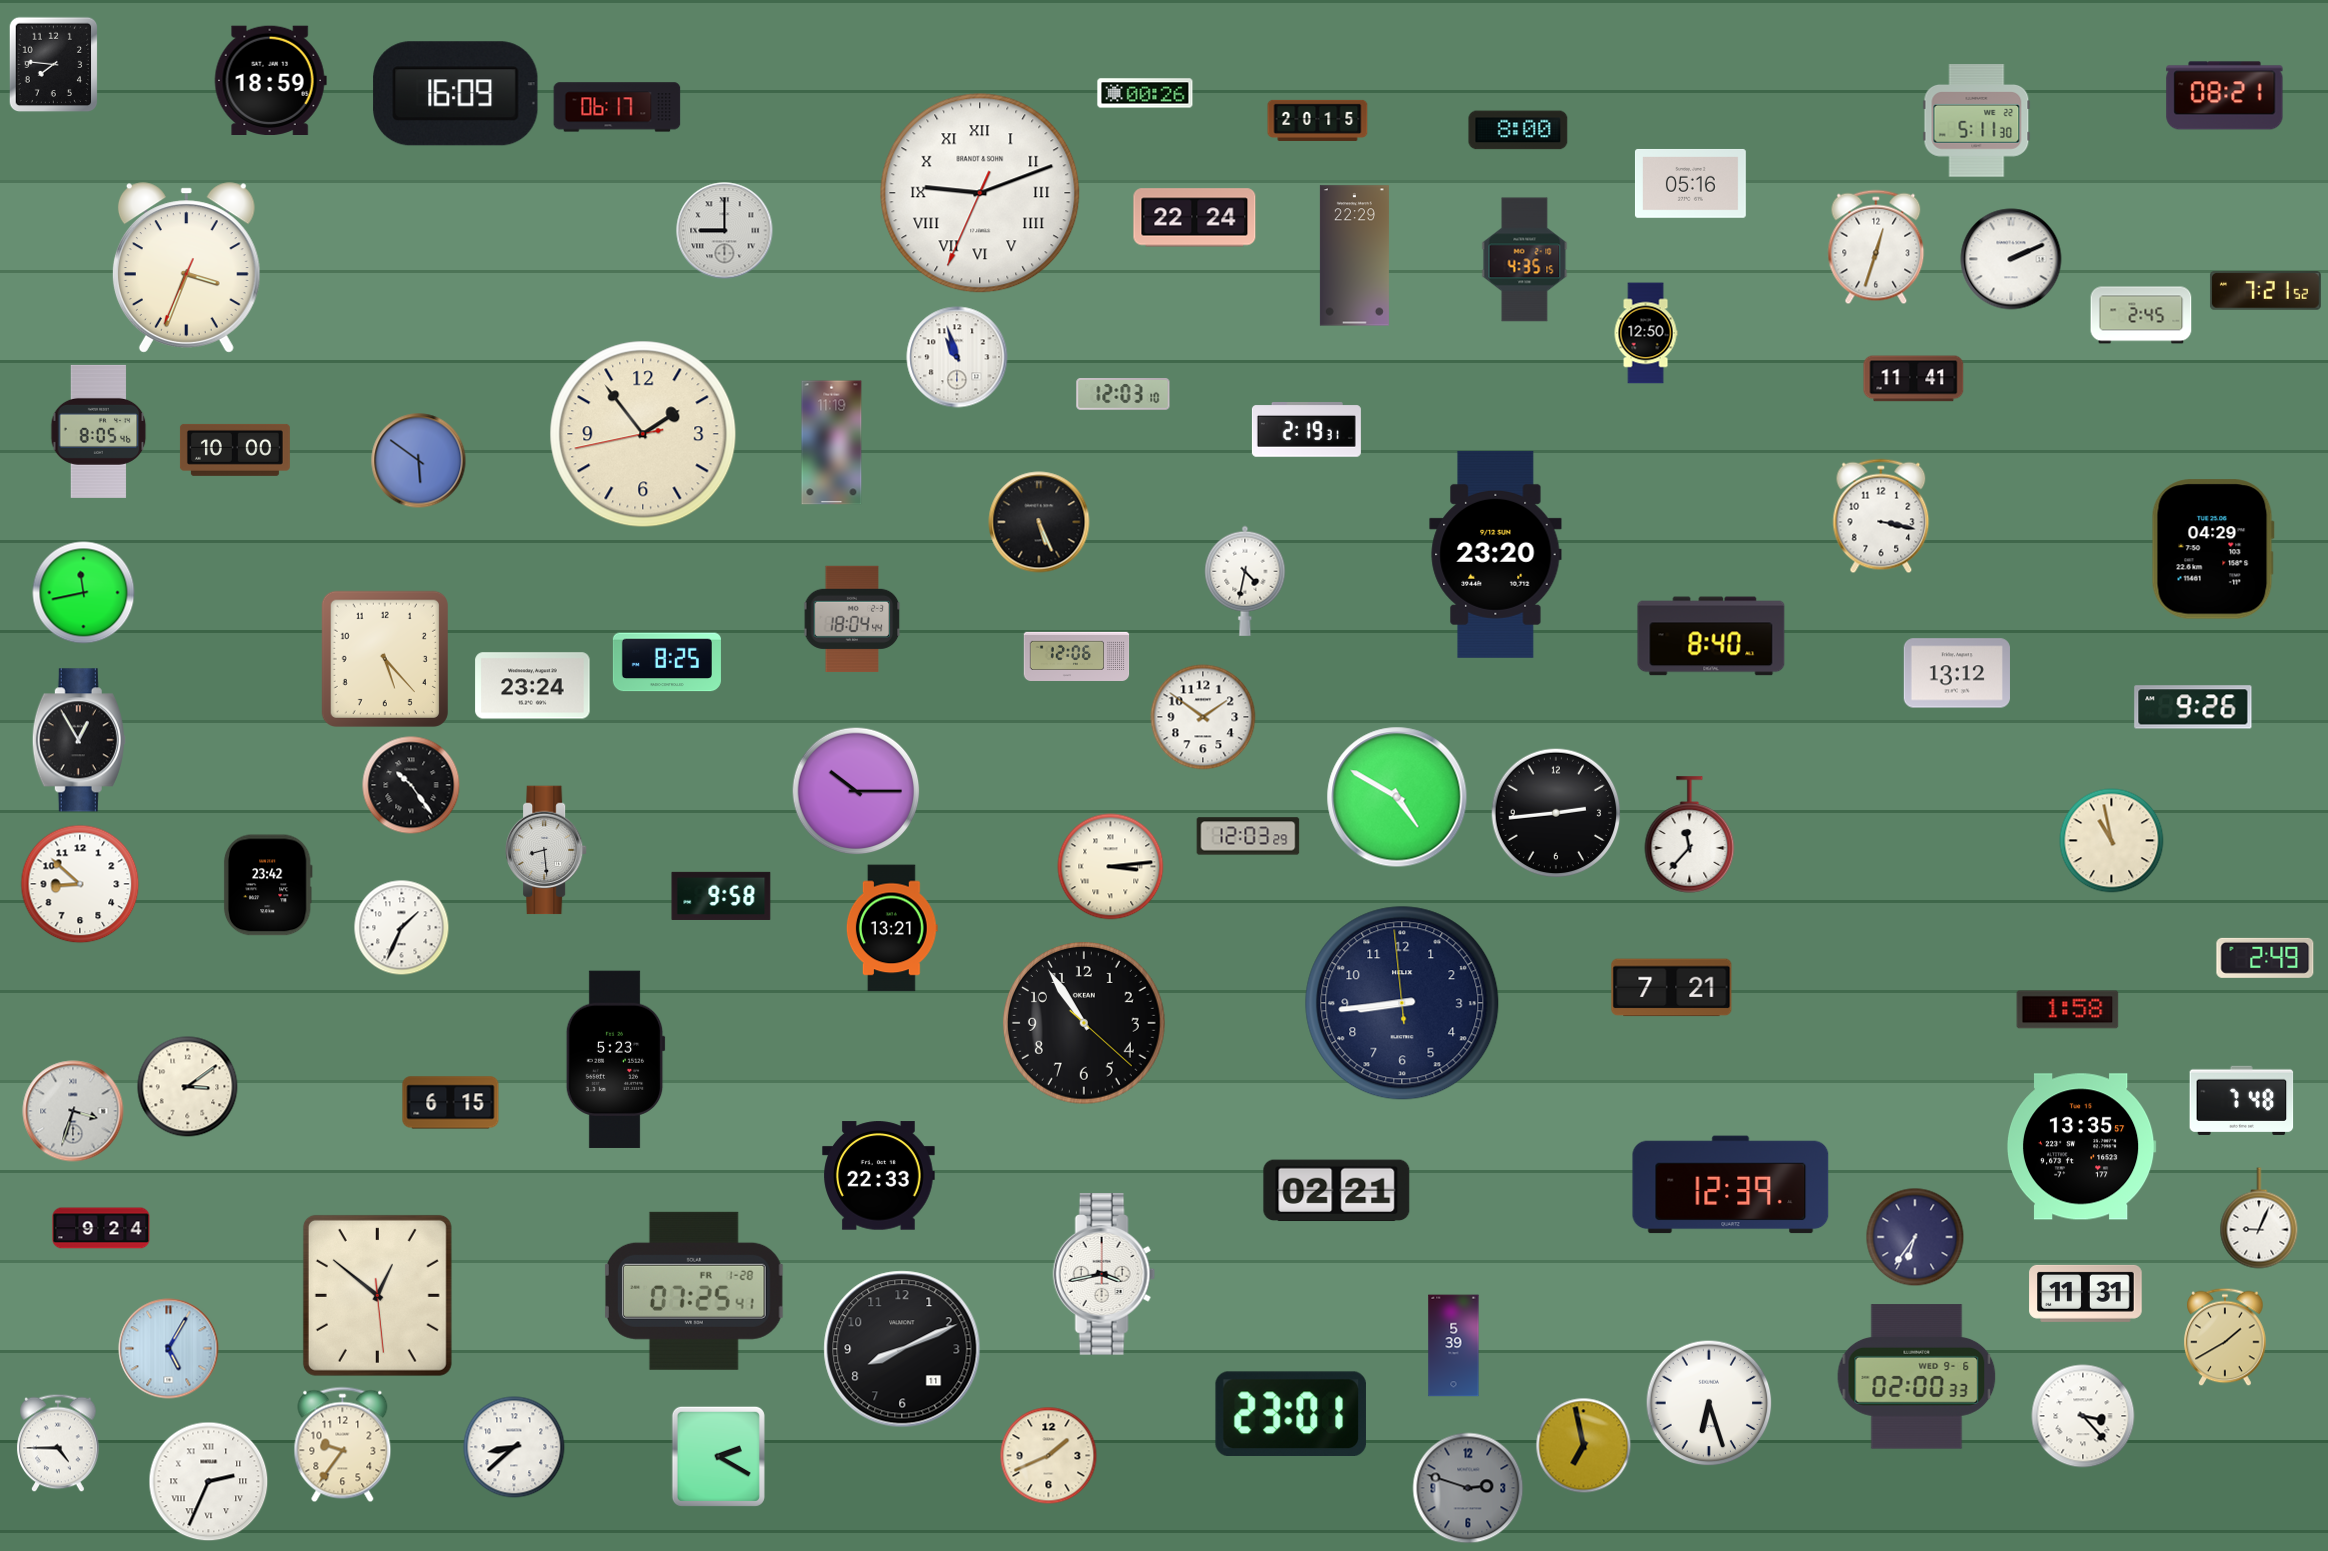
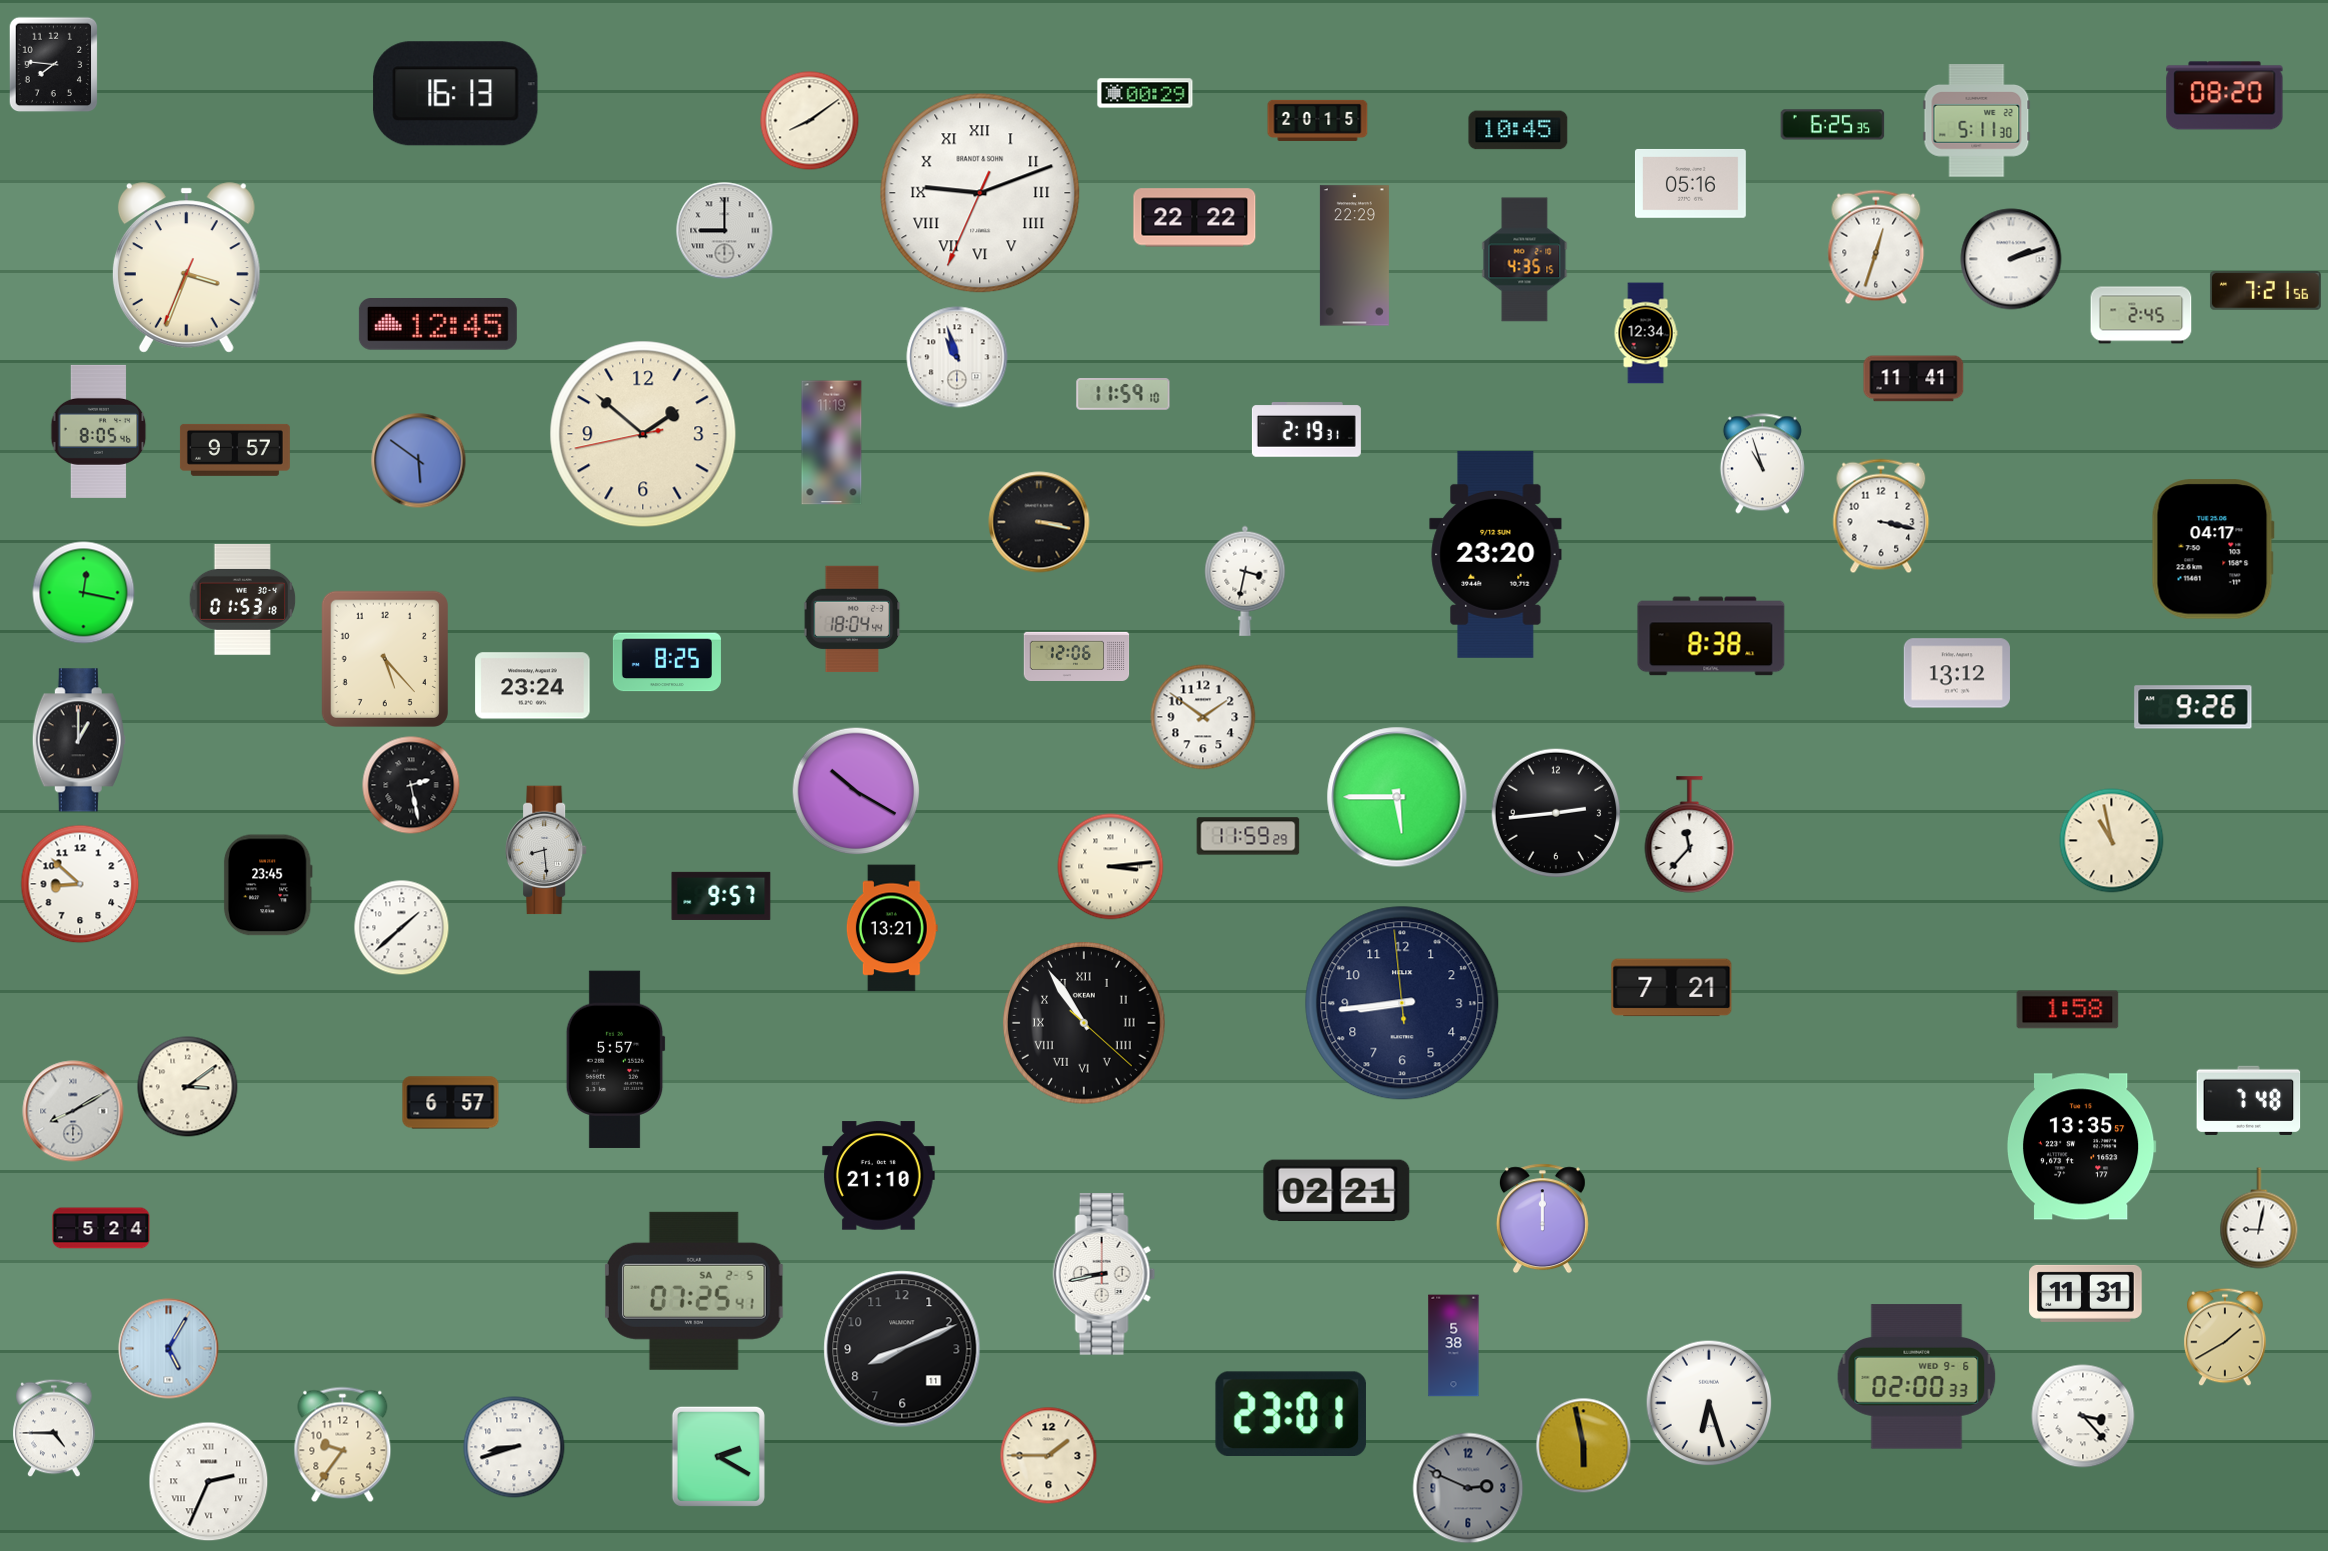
clock at (270, 80): 18:59 -> none
clock at (1145, 93): 00:26 -> 00:29
clock at (456, 94): 16:09 -> 16:13
clock at (2225, 96): 08:21 -> 08:20
clock at (617, 107): 06:17 -> none
clock at (810, 121): none -> 8:09
clock at (1833, 125): none -> 6:25
clock at (1518, 130): 8:00 -> 10:45
clock at (1195, 218): 22:24 -> 22:22
clock at (2011, 259): 2:11 -> 2:12
clock at (2265, 291): 7:21:52 -> 7:21:56
clock at (438, 324): none -> 12:45
clock at (1646, 333): 12:50 -> 12:34
clock at (1123, 394): 12:03 -> 11:59
clock at (643, 434): 1:53 -> 1:51
clock at (235, 450): 10:00 -> 9:57
clock at (1762, 464): none -> 10:57
clock at (1039, 522): 5:26 -> 3:17
clock at (2213, 549): 04:29 -> 04:17
clock at (1245, 581): 4:32 -> 3:32
clock at (84, 593): 11:43 -> 12:17
clock at (243, 599): none -> 01:53
clock at (1711, 636): 8:40 -> 8:38
clock at (79, 740): 12:55 -> 1:00
clock at (411, 785): 10:24 -> 2:28
clock at (856, 791): 10:15 -> 10:20
clock at (1397, 797): 4:50 -> 5:45
clock at (1248, 836): 12:03 -> 11:59
clock at (268, 885): 23:42 -> 23:45
clock at (721, 896): 9:58 -> 9:57
clock at (402, 928): 1:34 -> 1:38
clock at (2265, 958): 2:49 -> none
clock at (1084, 1023) numerals: Arabic -> Roman
clock at (615, 1059): 5:23 -> 5:57
clock at (2242, 1100) position: (2242, 1100) -> (2249, 1100)
clock at (451, 1103): 6:15 -> 6:57
clock at (73, 1111): 3:33 -> 8:10
clock at (879, 1176): 22:33 -> 21:10
clock at (1731, 1185): 12:39 -> none
clock at (2259, 1218): 9:04 -> 9:02
clock at (1542, 1219): none -> 12:00
clock at (101, 1228): 9:24 -> 5:24
clock at (1915, 1237): 6:36 -> none
clock at (1104, 1274): 3:43 -> 8:43
clock at (695, 1291) date: FR 1-28 -> SA 2-5
clock at (377, 1295): 12:51 -> none
clock at (1454, 1346): 5:39 -> 5:38
clock at (58, 1443) position: (58, 1443) -> (54, 1428)
clock at (1584, 1446): 6:58 -> 5:58
clock at (514, 1447): 8:38 -> 8:42
clock at (1049, 1456): 1:41 -> 1:45
clock at (1468, 1488): 2:48 -> 2:49
